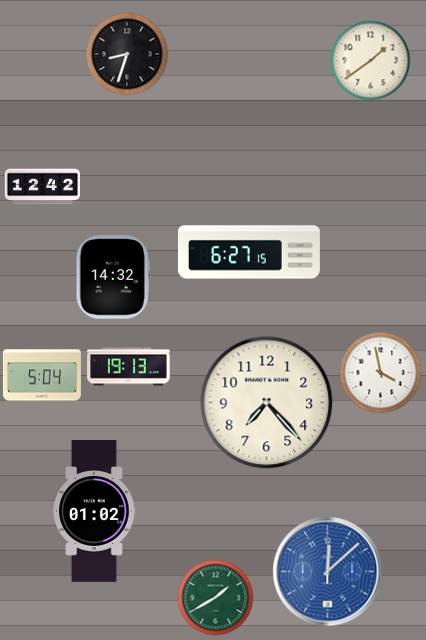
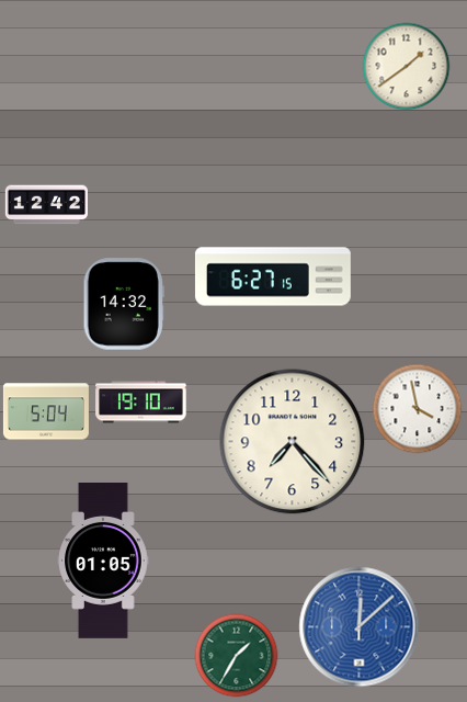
clock at (127, 54): 8:33 -> none
clock at (129, 367): 19:13 -> 19:10
clock at (94, 512): 01:02 -> 01:05
clock at (216, 598): 1:40 -> 1:35
